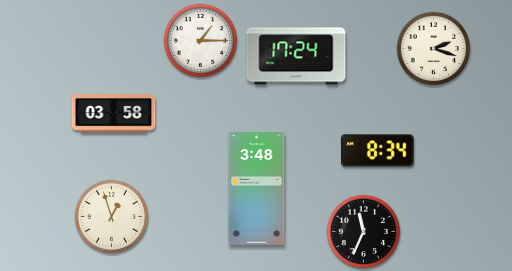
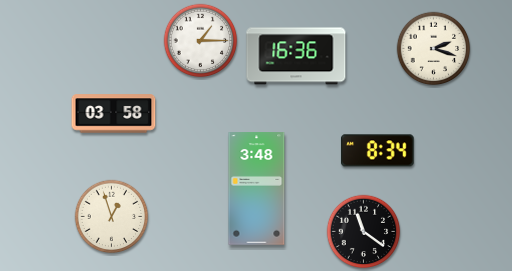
clock at (296, 56): 17:24 -> 16:36
clock at (364, 232): 11:34 -> 11:21
